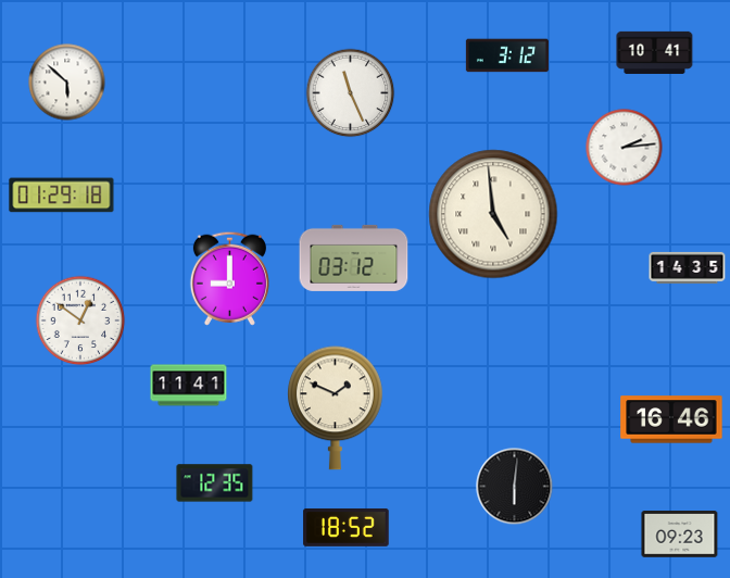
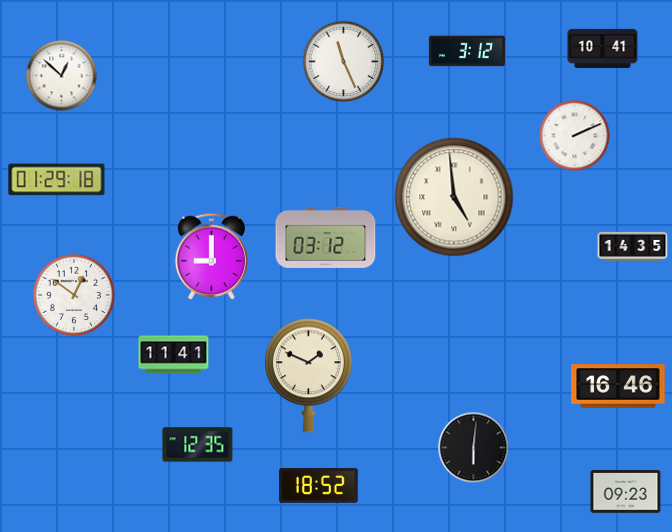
clock at (67, 83): 5:52 -> 12:52
clock at (351, 93) position: (351, 93) -> (344, 62)
clock at (625, 148): 2:14 -> 2:11
